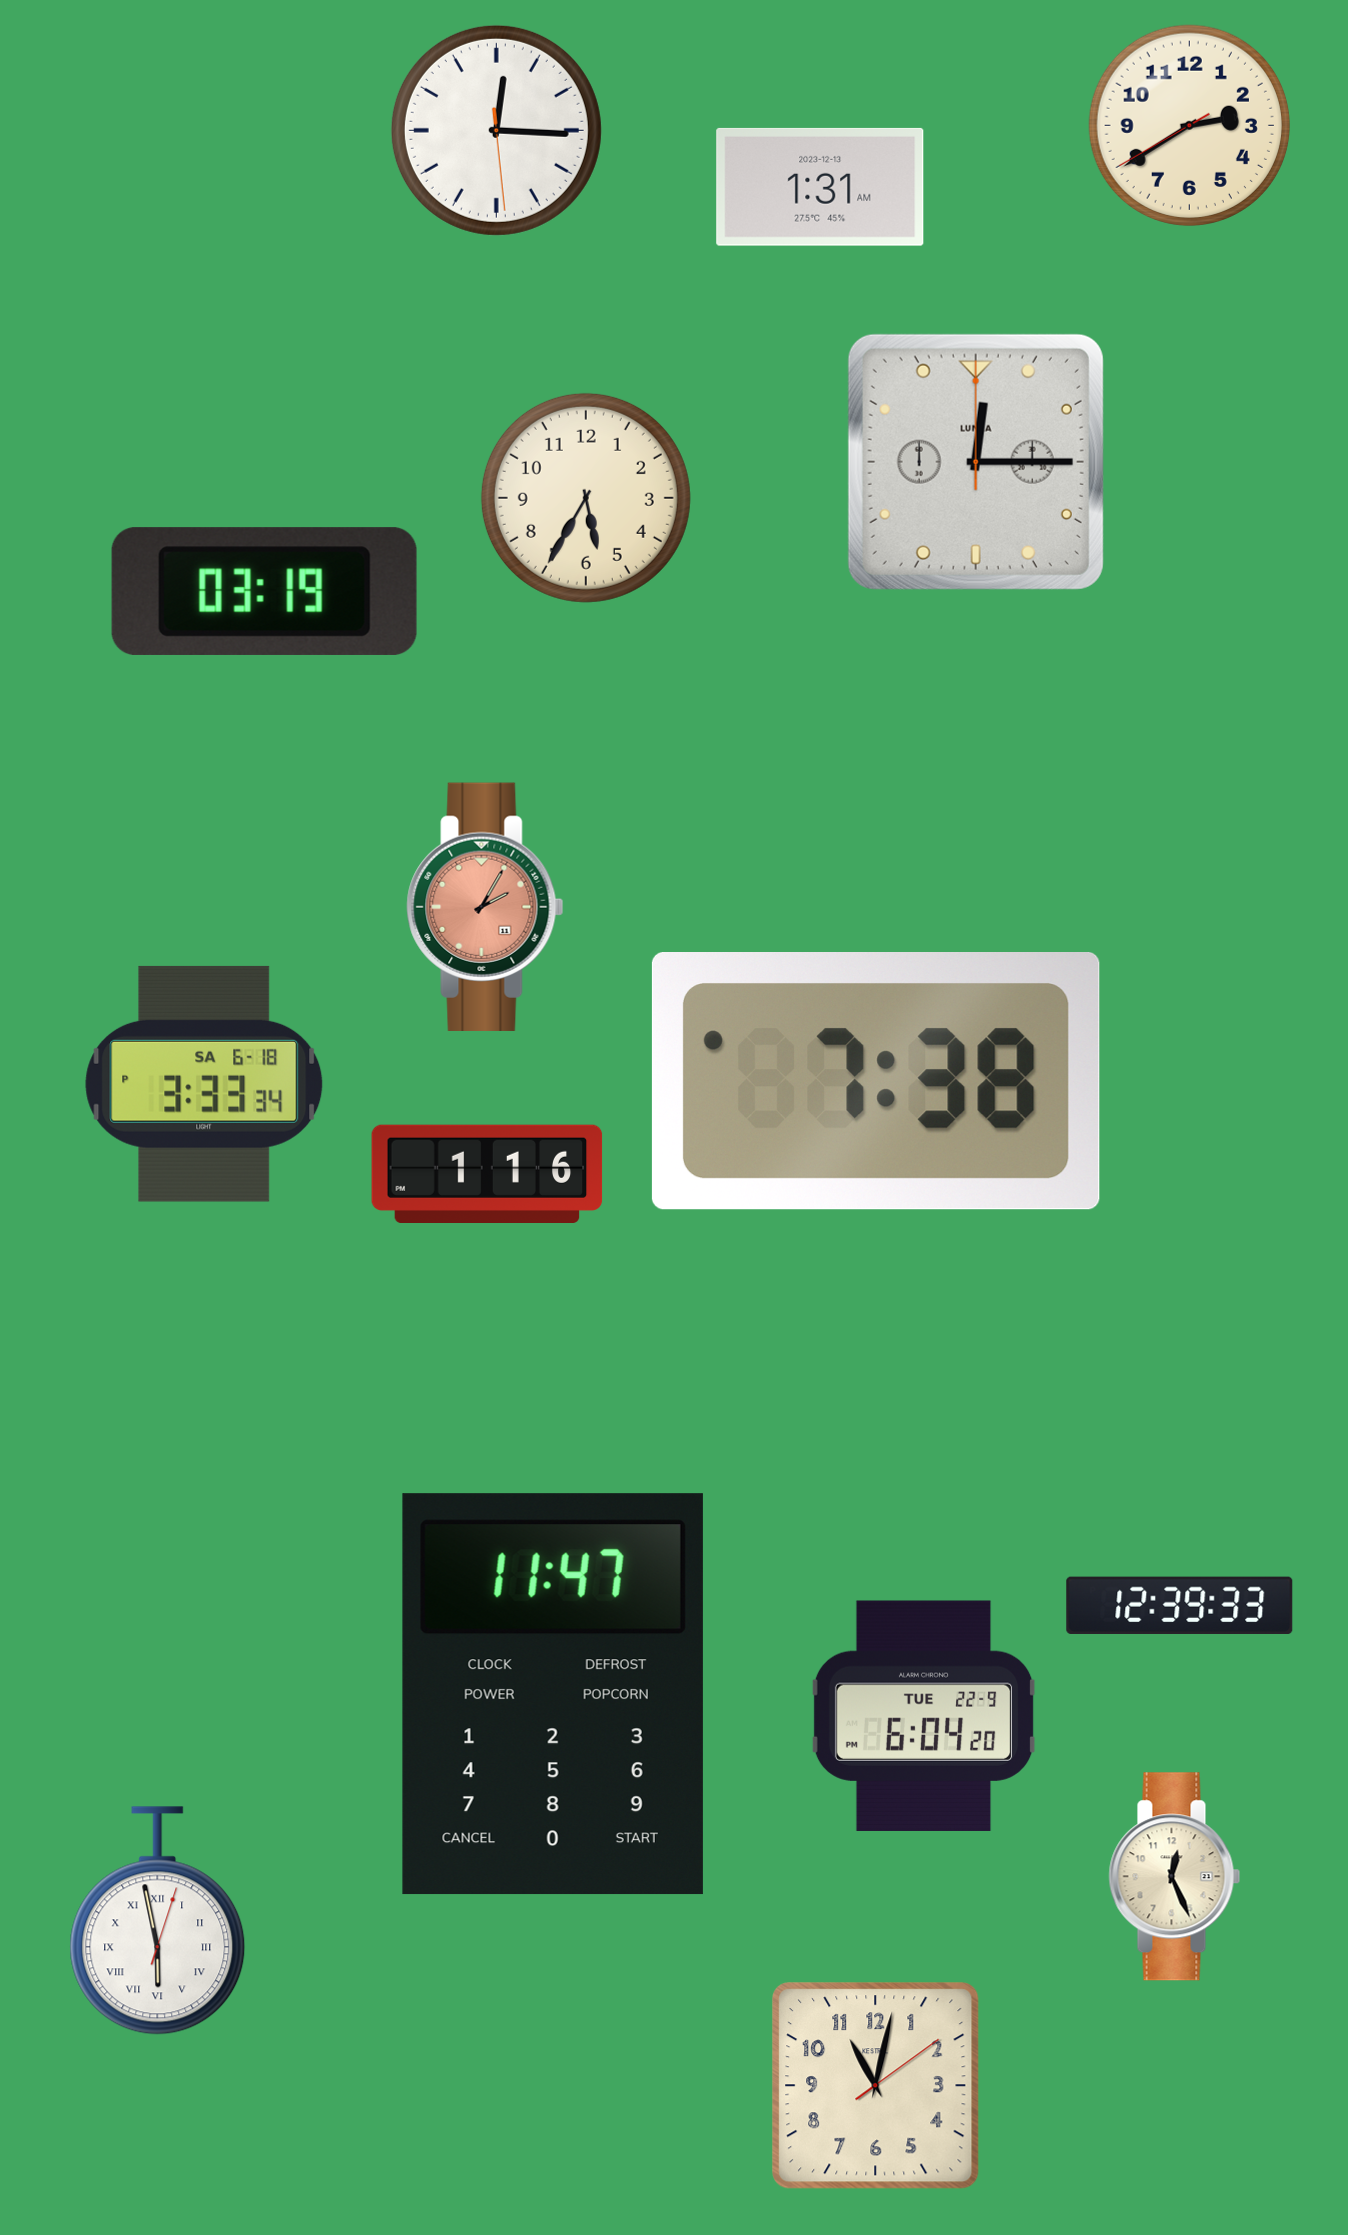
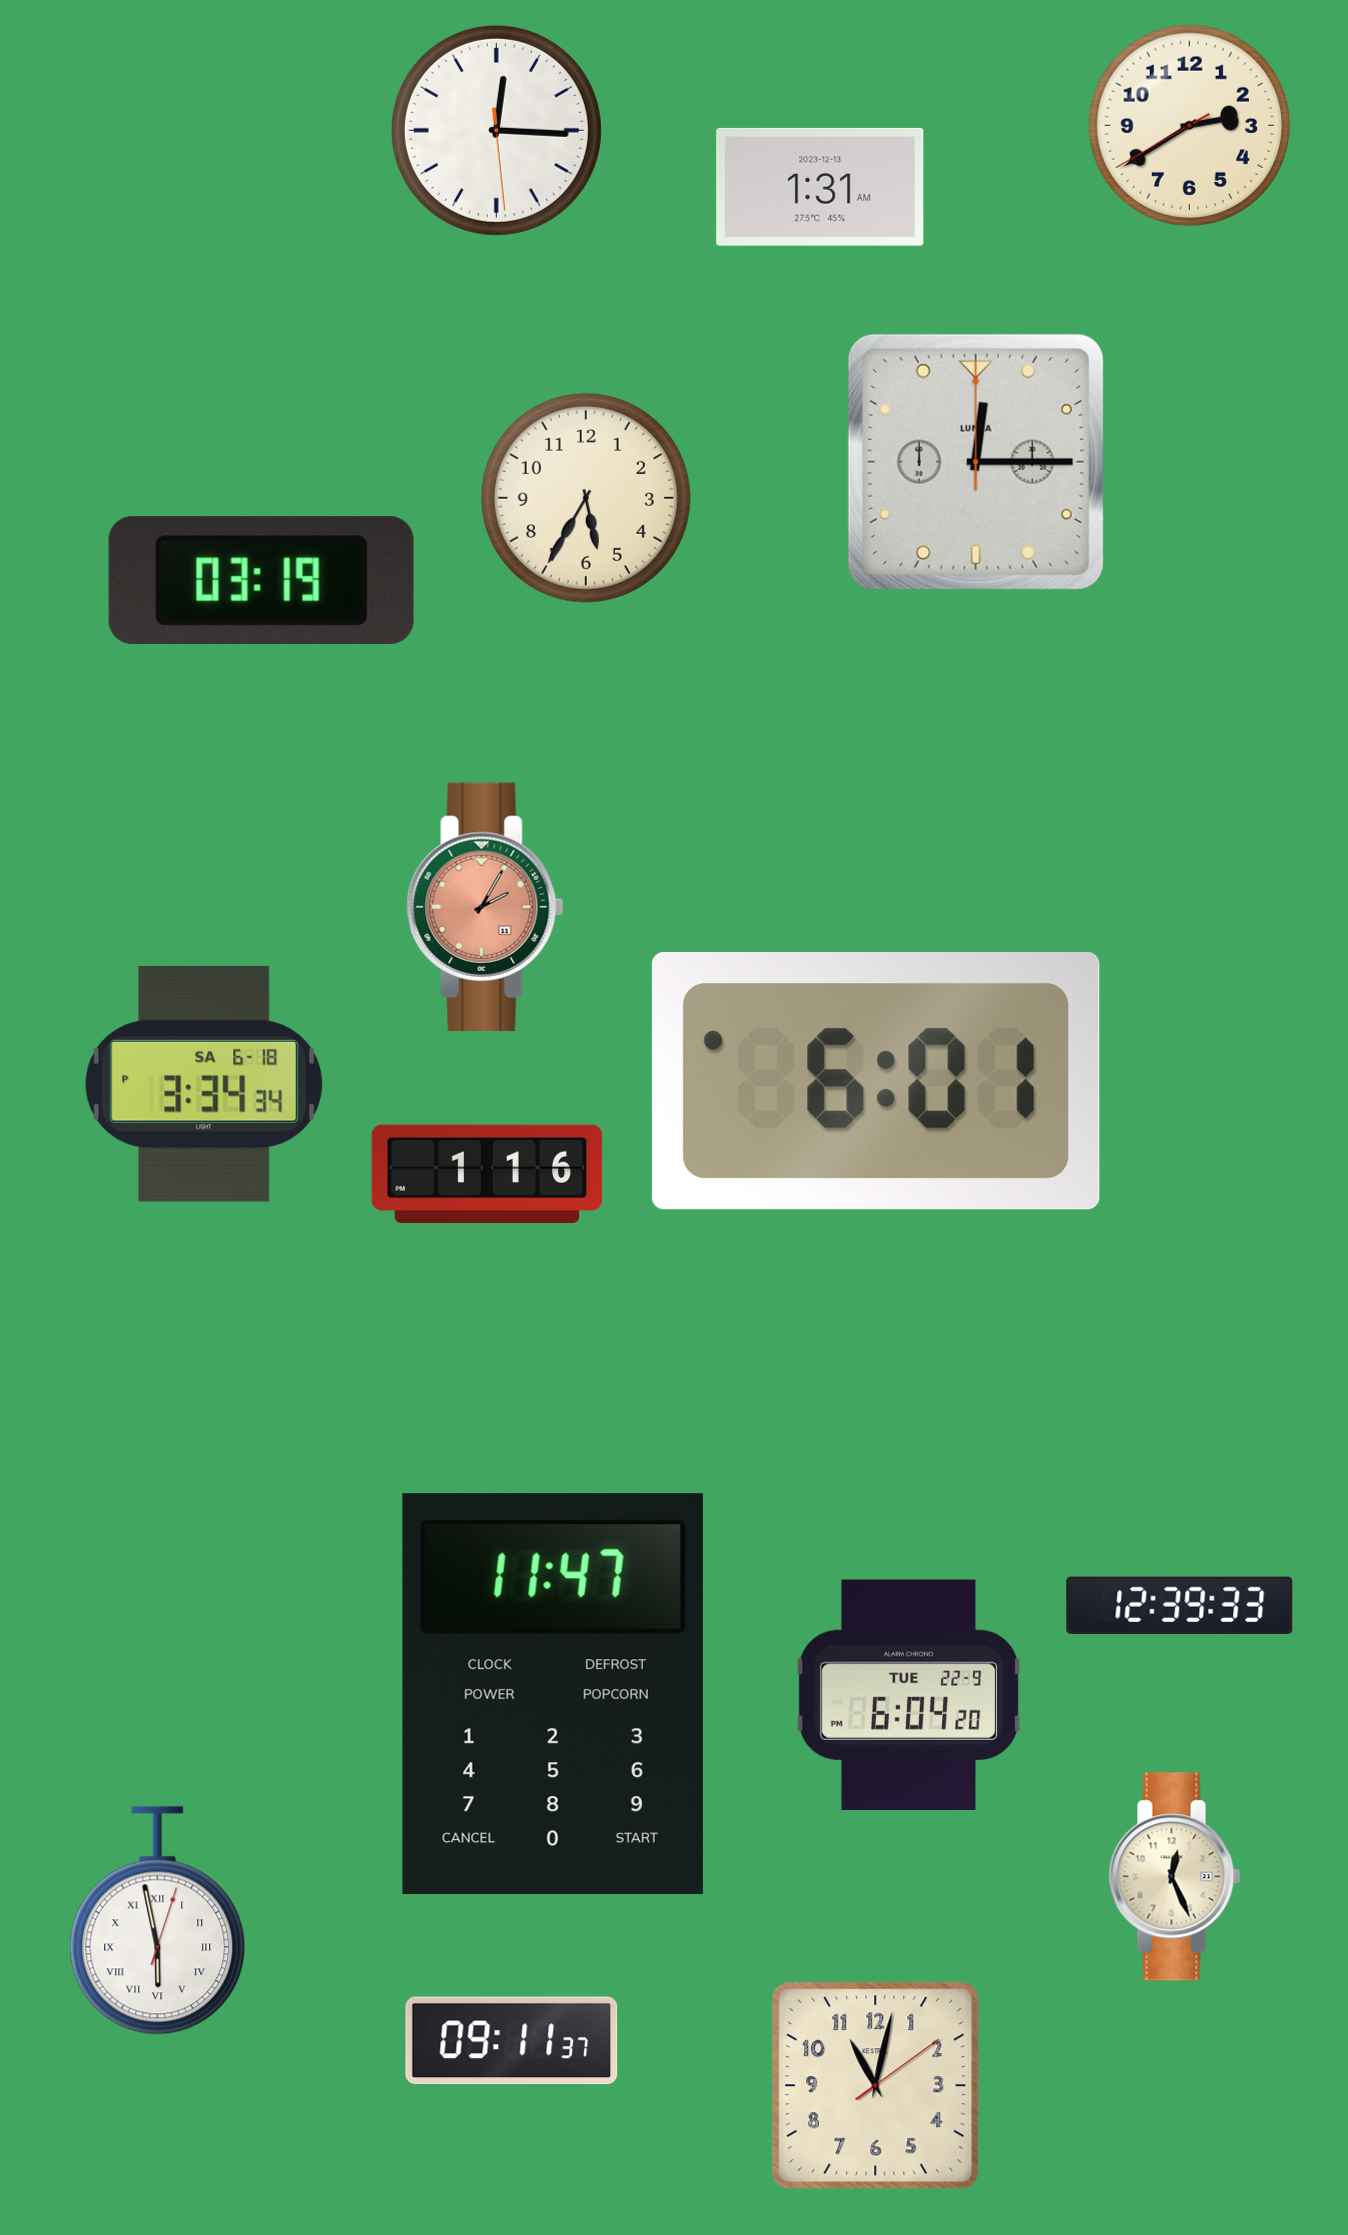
clock at (264, 591) position: (264, 591) -> (261, 580)
clock at (876, 1082): 7:38 -> 6:01
clock at (204, 1084): 3:33 -> 3:34
clock at (924, 1716) position: (924, 1716) -> (909, 1695)
clock at (512, 2041): none -> 09:11
